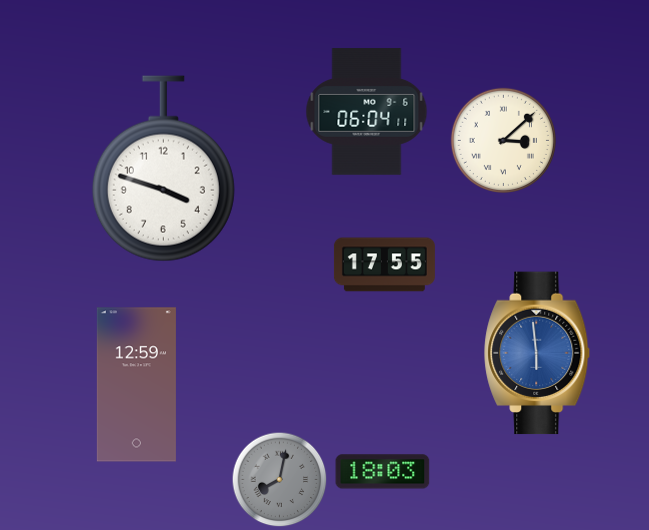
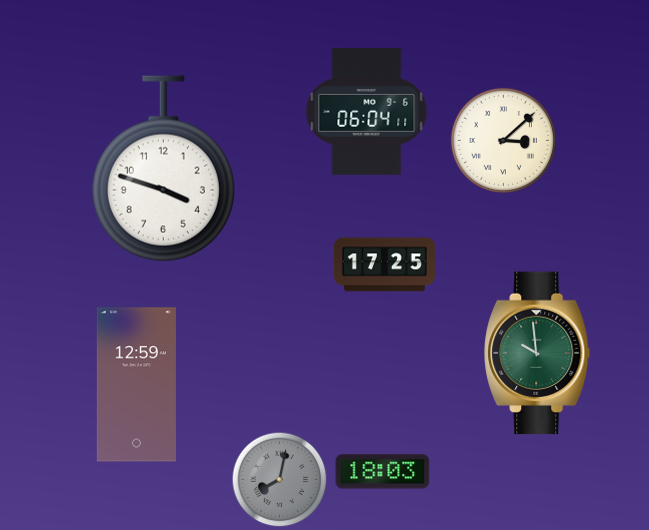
clock at (384, 265): 17:55 -> 17:25
clock at (538, 353): 5:59 -> 9:59
clock at (538, 353) dial: blue -> green
